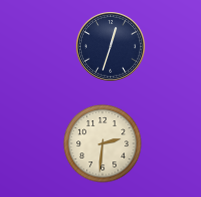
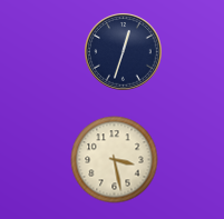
clock at (103, 144): 2:31 -> 3:28
